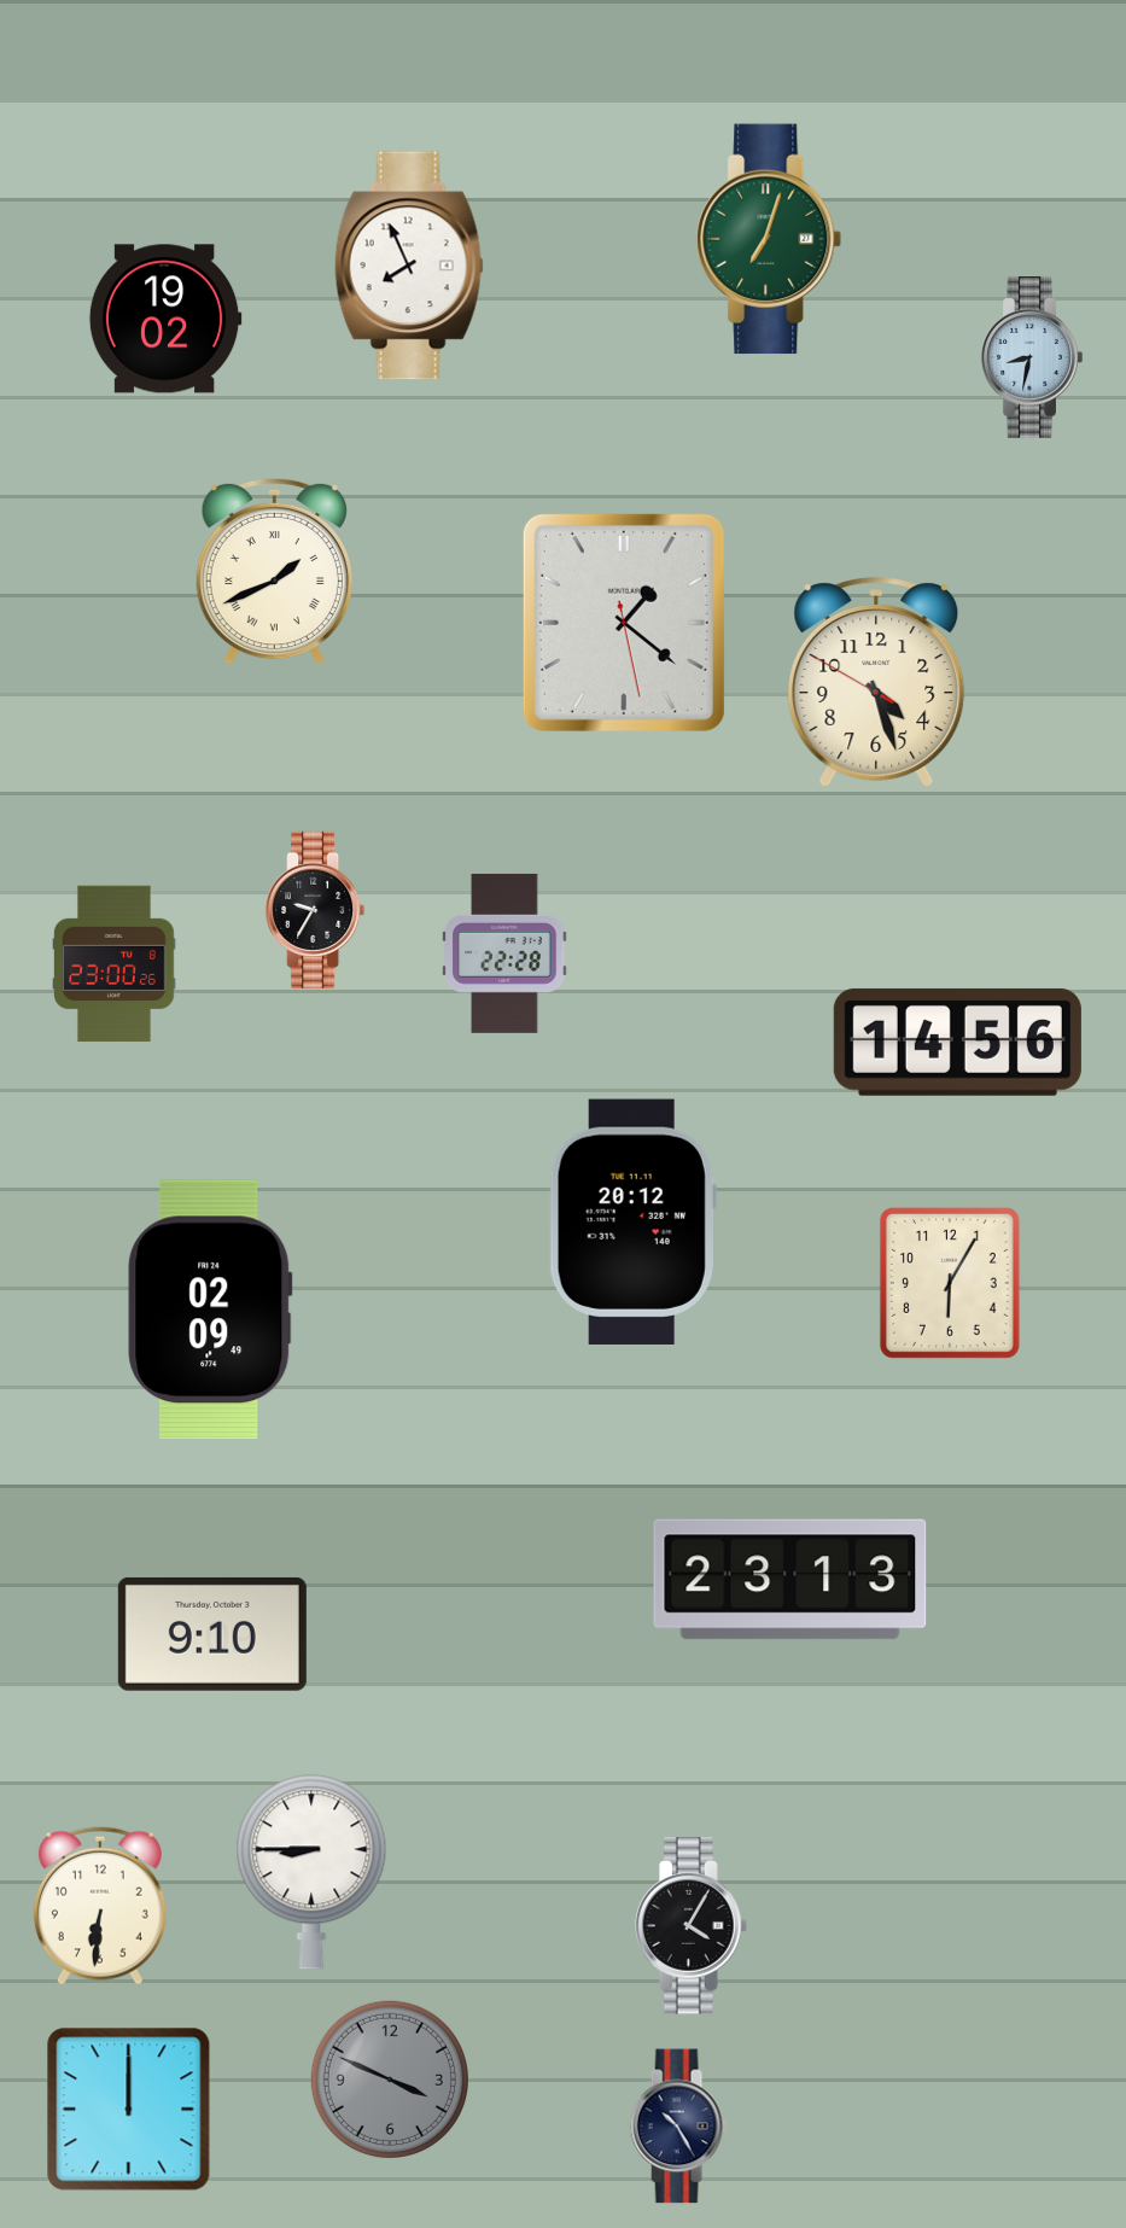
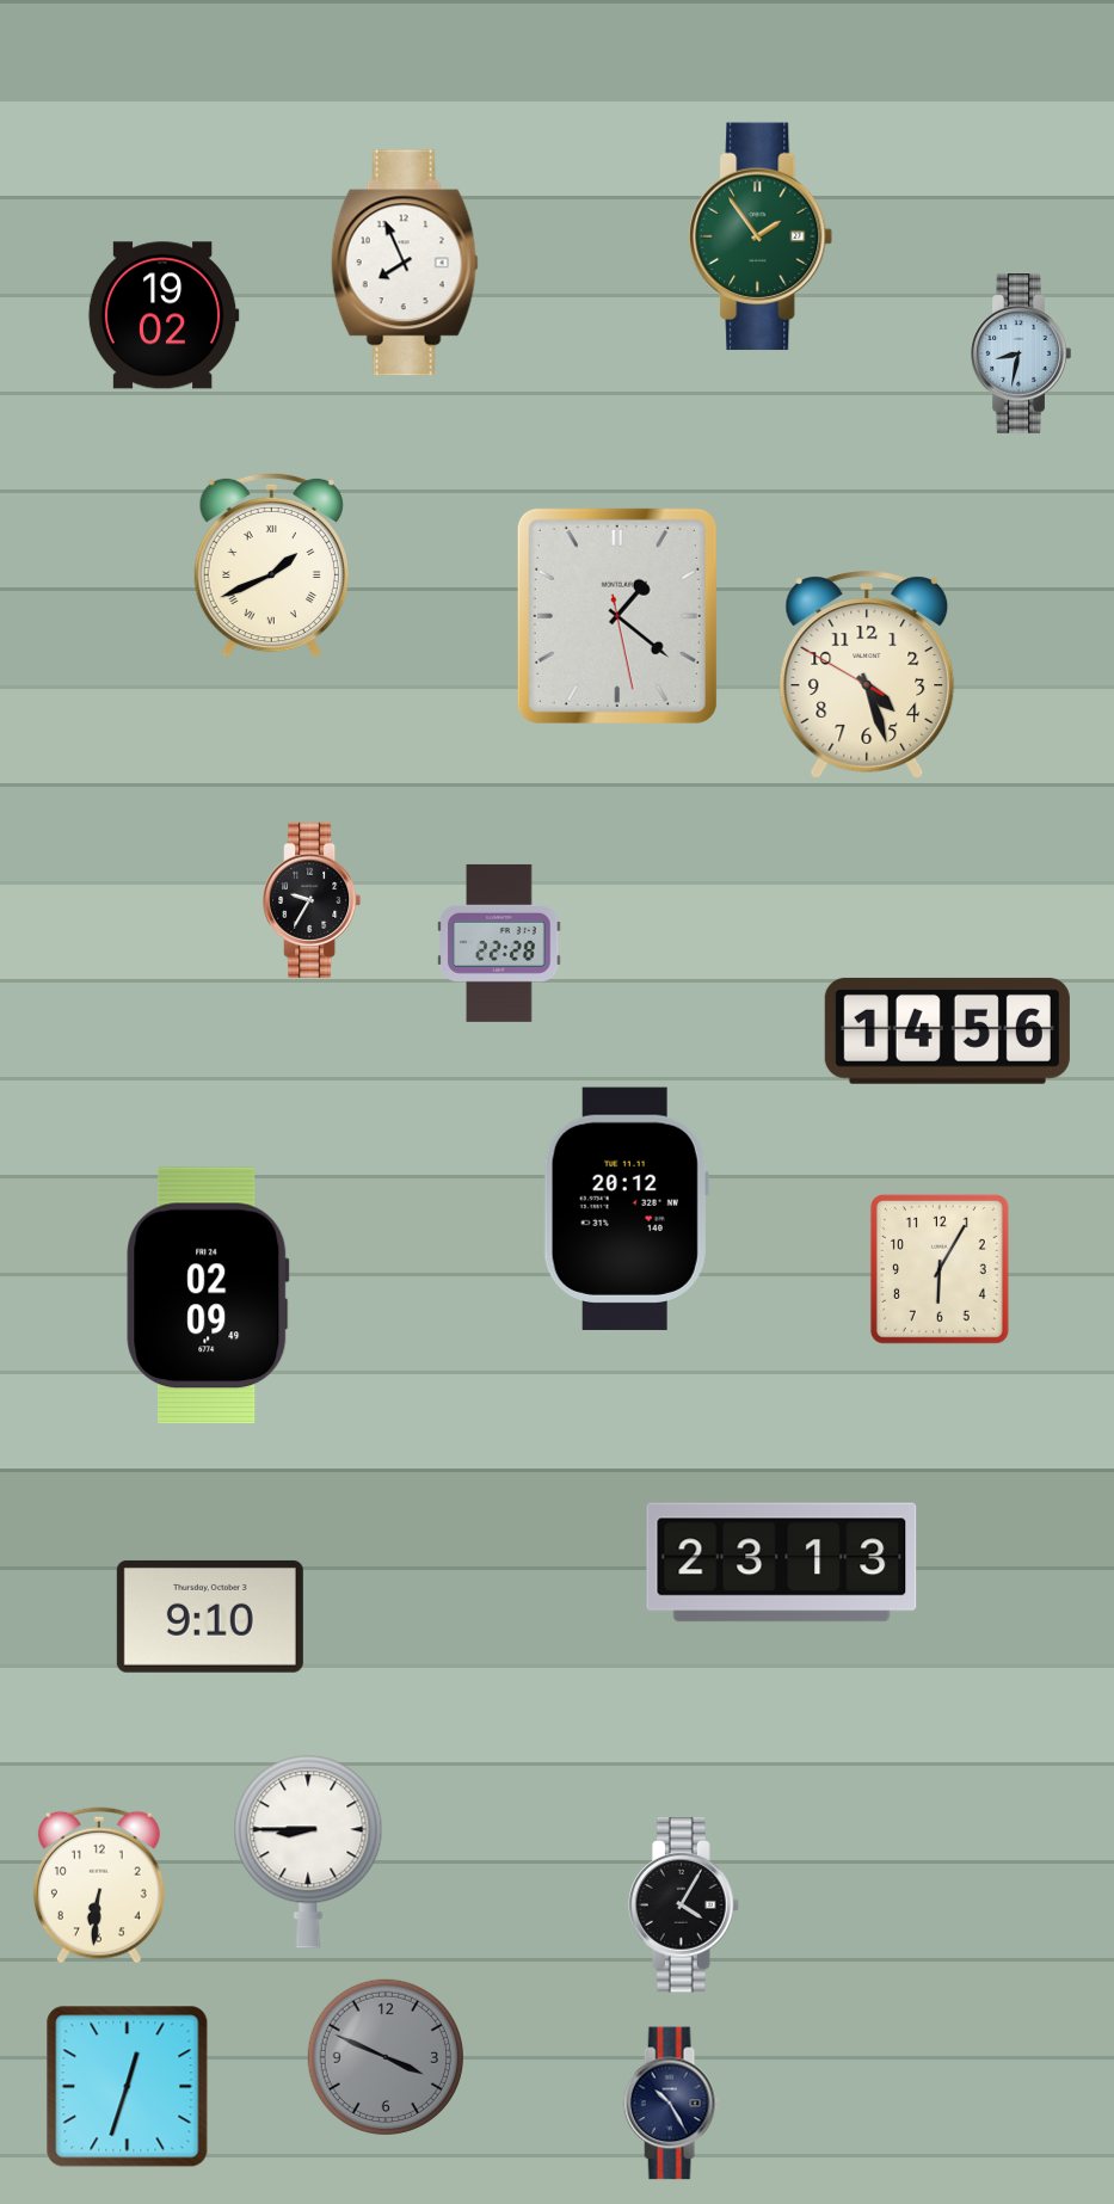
clock at (769, 239): 7:03 -> 1:54
clock at (115, 964): 23:00 -> none
clock at (129, 2110): 12:00 -> 12:33
